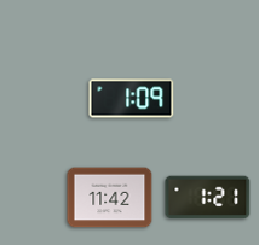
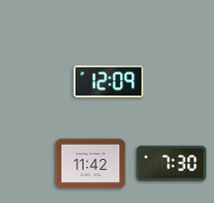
clock at (132, 99): 1:09 -> 12:09
clock at (208, 198): 1:21 -> 7:30
